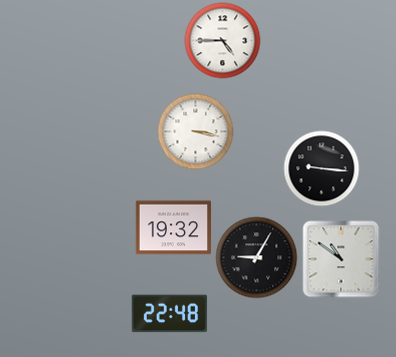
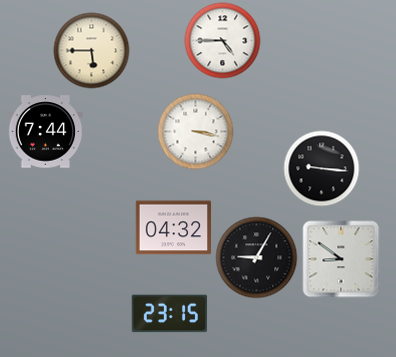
clock at (92, 51): none -> 5:45
clock at (46, 132): none -> 7:44
clock at (174, 228): 19:32 -> 04:32
clock at (341, 259): 10:51 -> 8:51
clock at (170, 314): 22:48 -> 23:15
